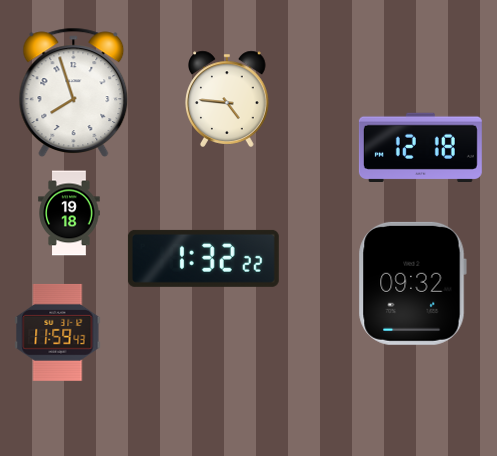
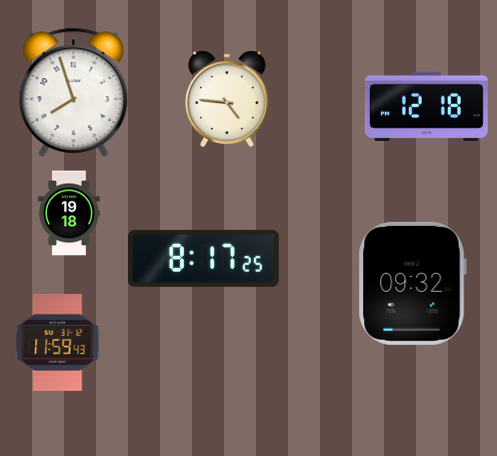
clock at (420, 147) position: (420, 147) -> (426, 106)
clock at (203, 258): 1:32 -> 8:17
clock at (58, 332) position: (58, 332) -> (58, 342)
